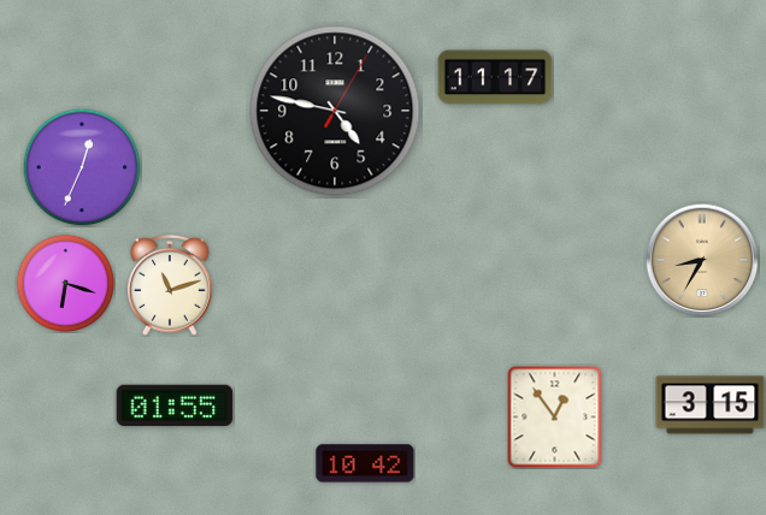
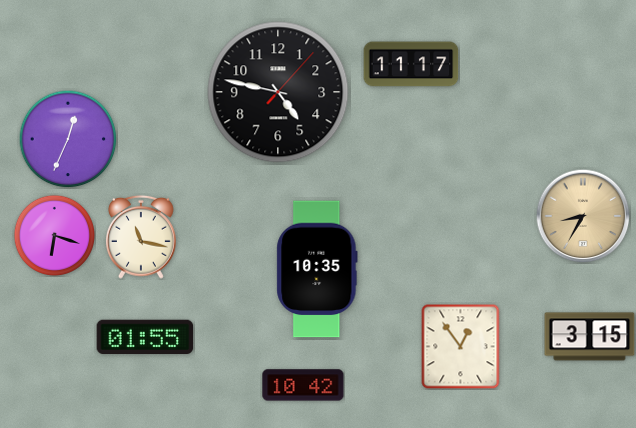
clock at (335, 111): 4:47:05 -> 4:47:07
clock at (170, 285): 11:12 -> 11:17
clock at (317, 269): none -> 10:35
